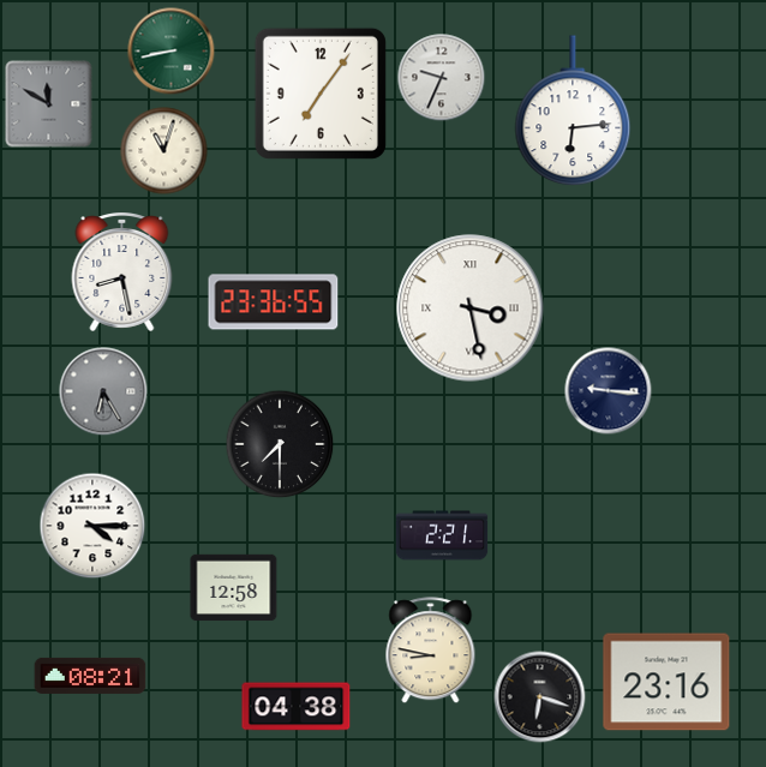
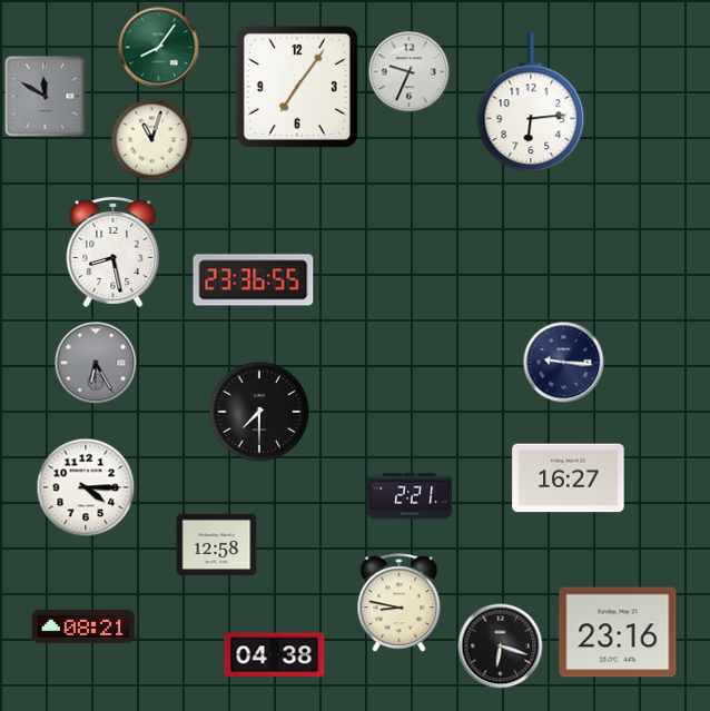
clock at (172, 52): 8:43 -> 8:06
clock at (471, 308): 3:28 -> none
clock at (569, 478): none -> 16:27
